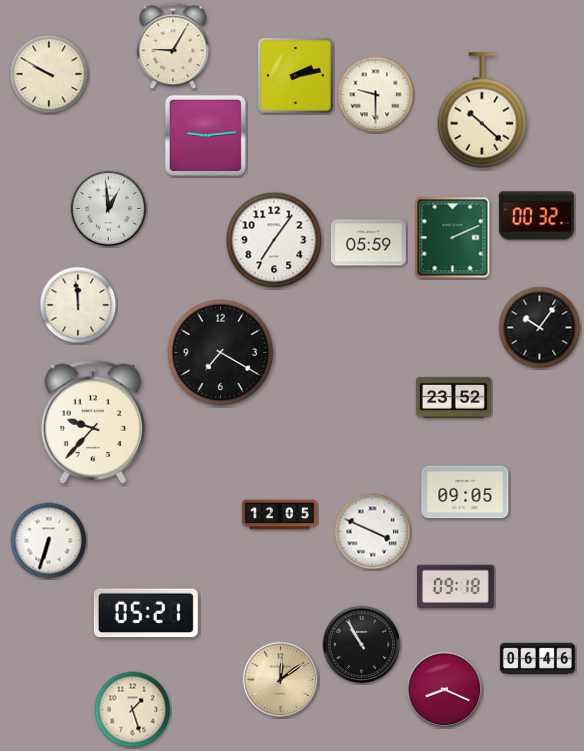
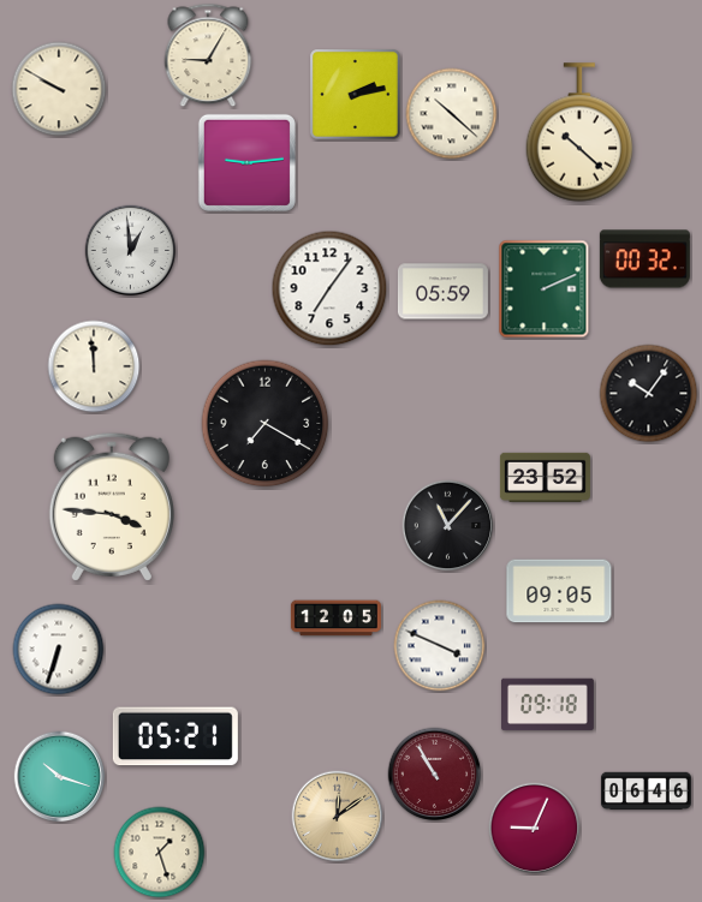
clock at (296, 76) position: (296, 76) -> (356, 95)
clock at (376, 95): 9:30 -> 10:22
clock at (453, 238) position: (453, 238) -> (545, 289)
clock at (93, 422): 9:37 -> 3:46
clock at (448, 526): none -> 11:07
clock at (373, 532) position: (373, 532) -> (440, 646)
clock at (362, 645) dial: black -> burgundy
clock at (60, 777): none -> 10:18
clock at (445, 690): 8:19 -> 9:04
